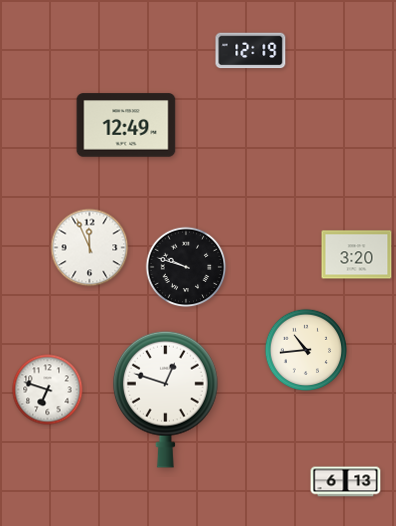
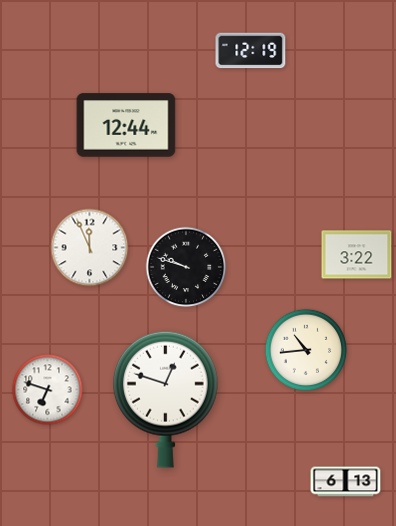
clock at (126, 125): 12:49 -> 12:44
clock at (357, 255): 3:20 -> 3:22
